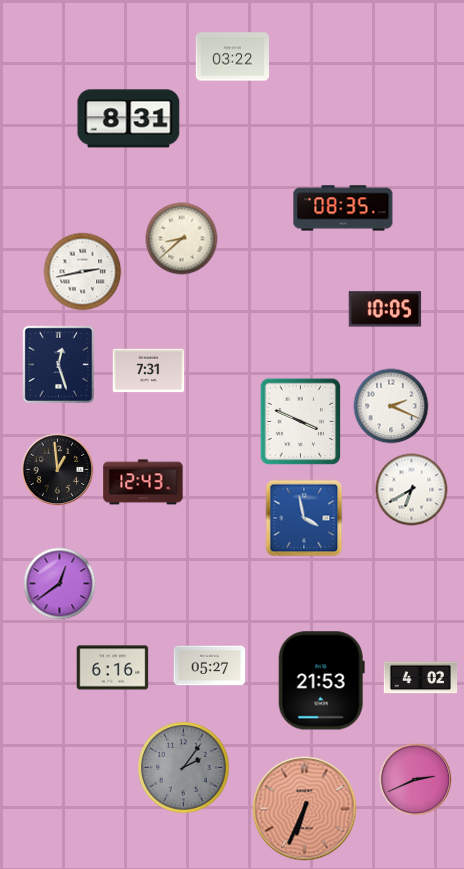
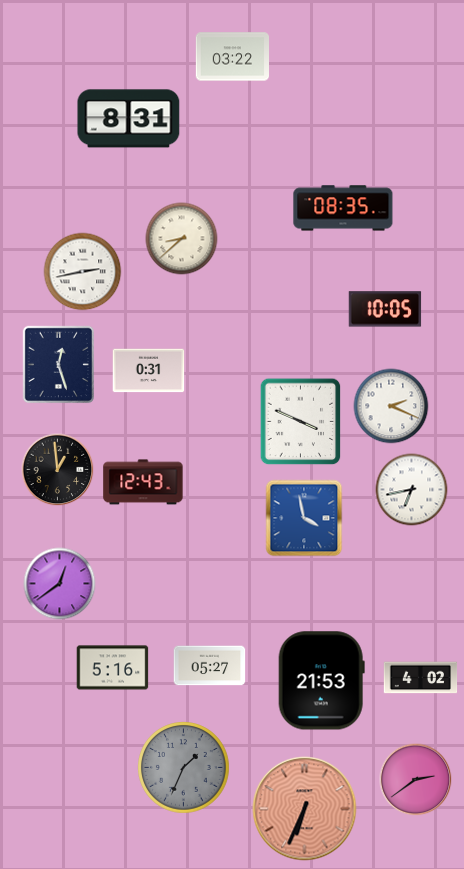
clock at (149, 371): 7:31 -> 0:31
clock at (412, 490): 6:40 -> 6:43
clock at (113, 668): 6:16 -> 5:16
clock at (184, 768): 2:06 -> 1:34
clock at (416, 780): 2:41 -> 2:39
